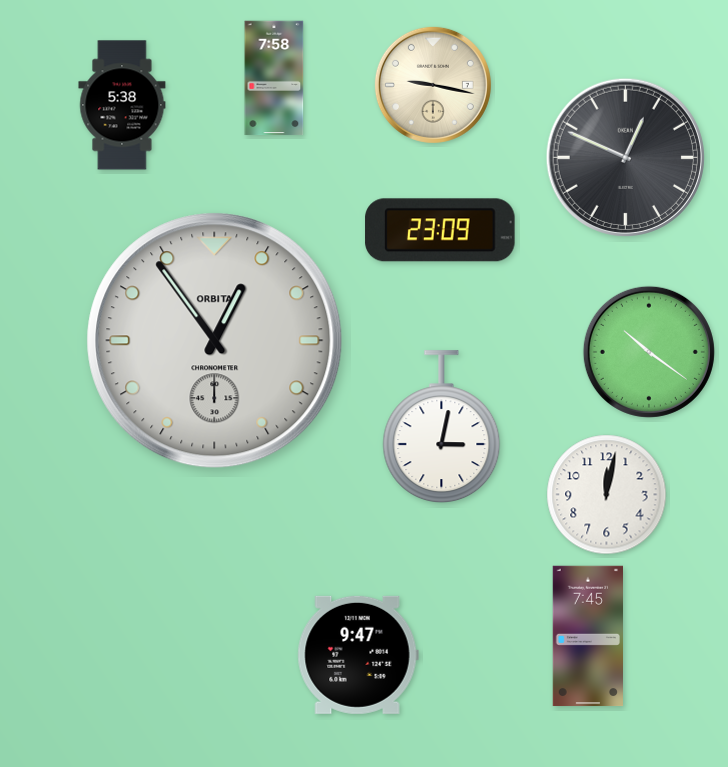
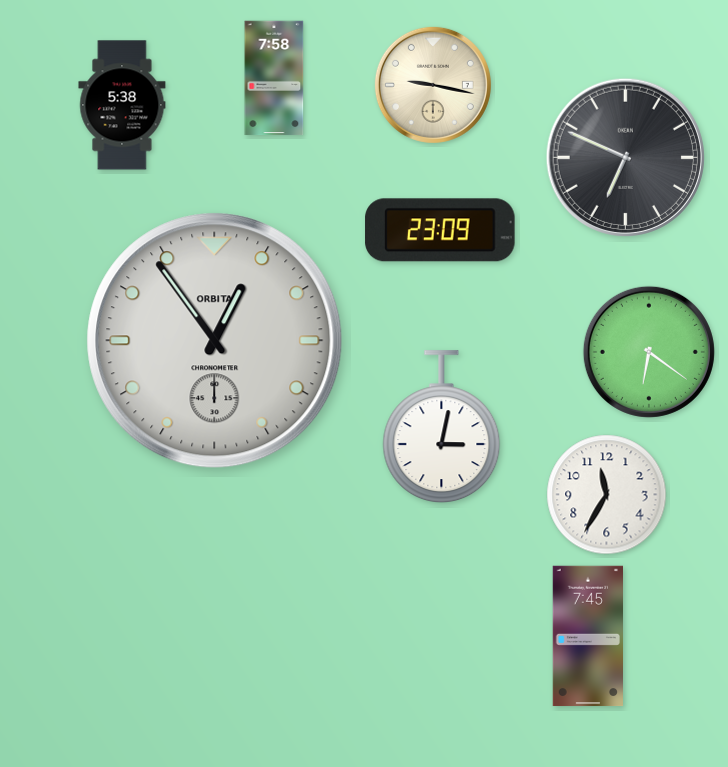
clock at (625, 157): 12:49 -> 6:49
clock at (649, 352): 10:21 -> 6:21
clock at (607, 495): 12:02 -> 11:35
clock at (358, 655): 9:47 -> none
